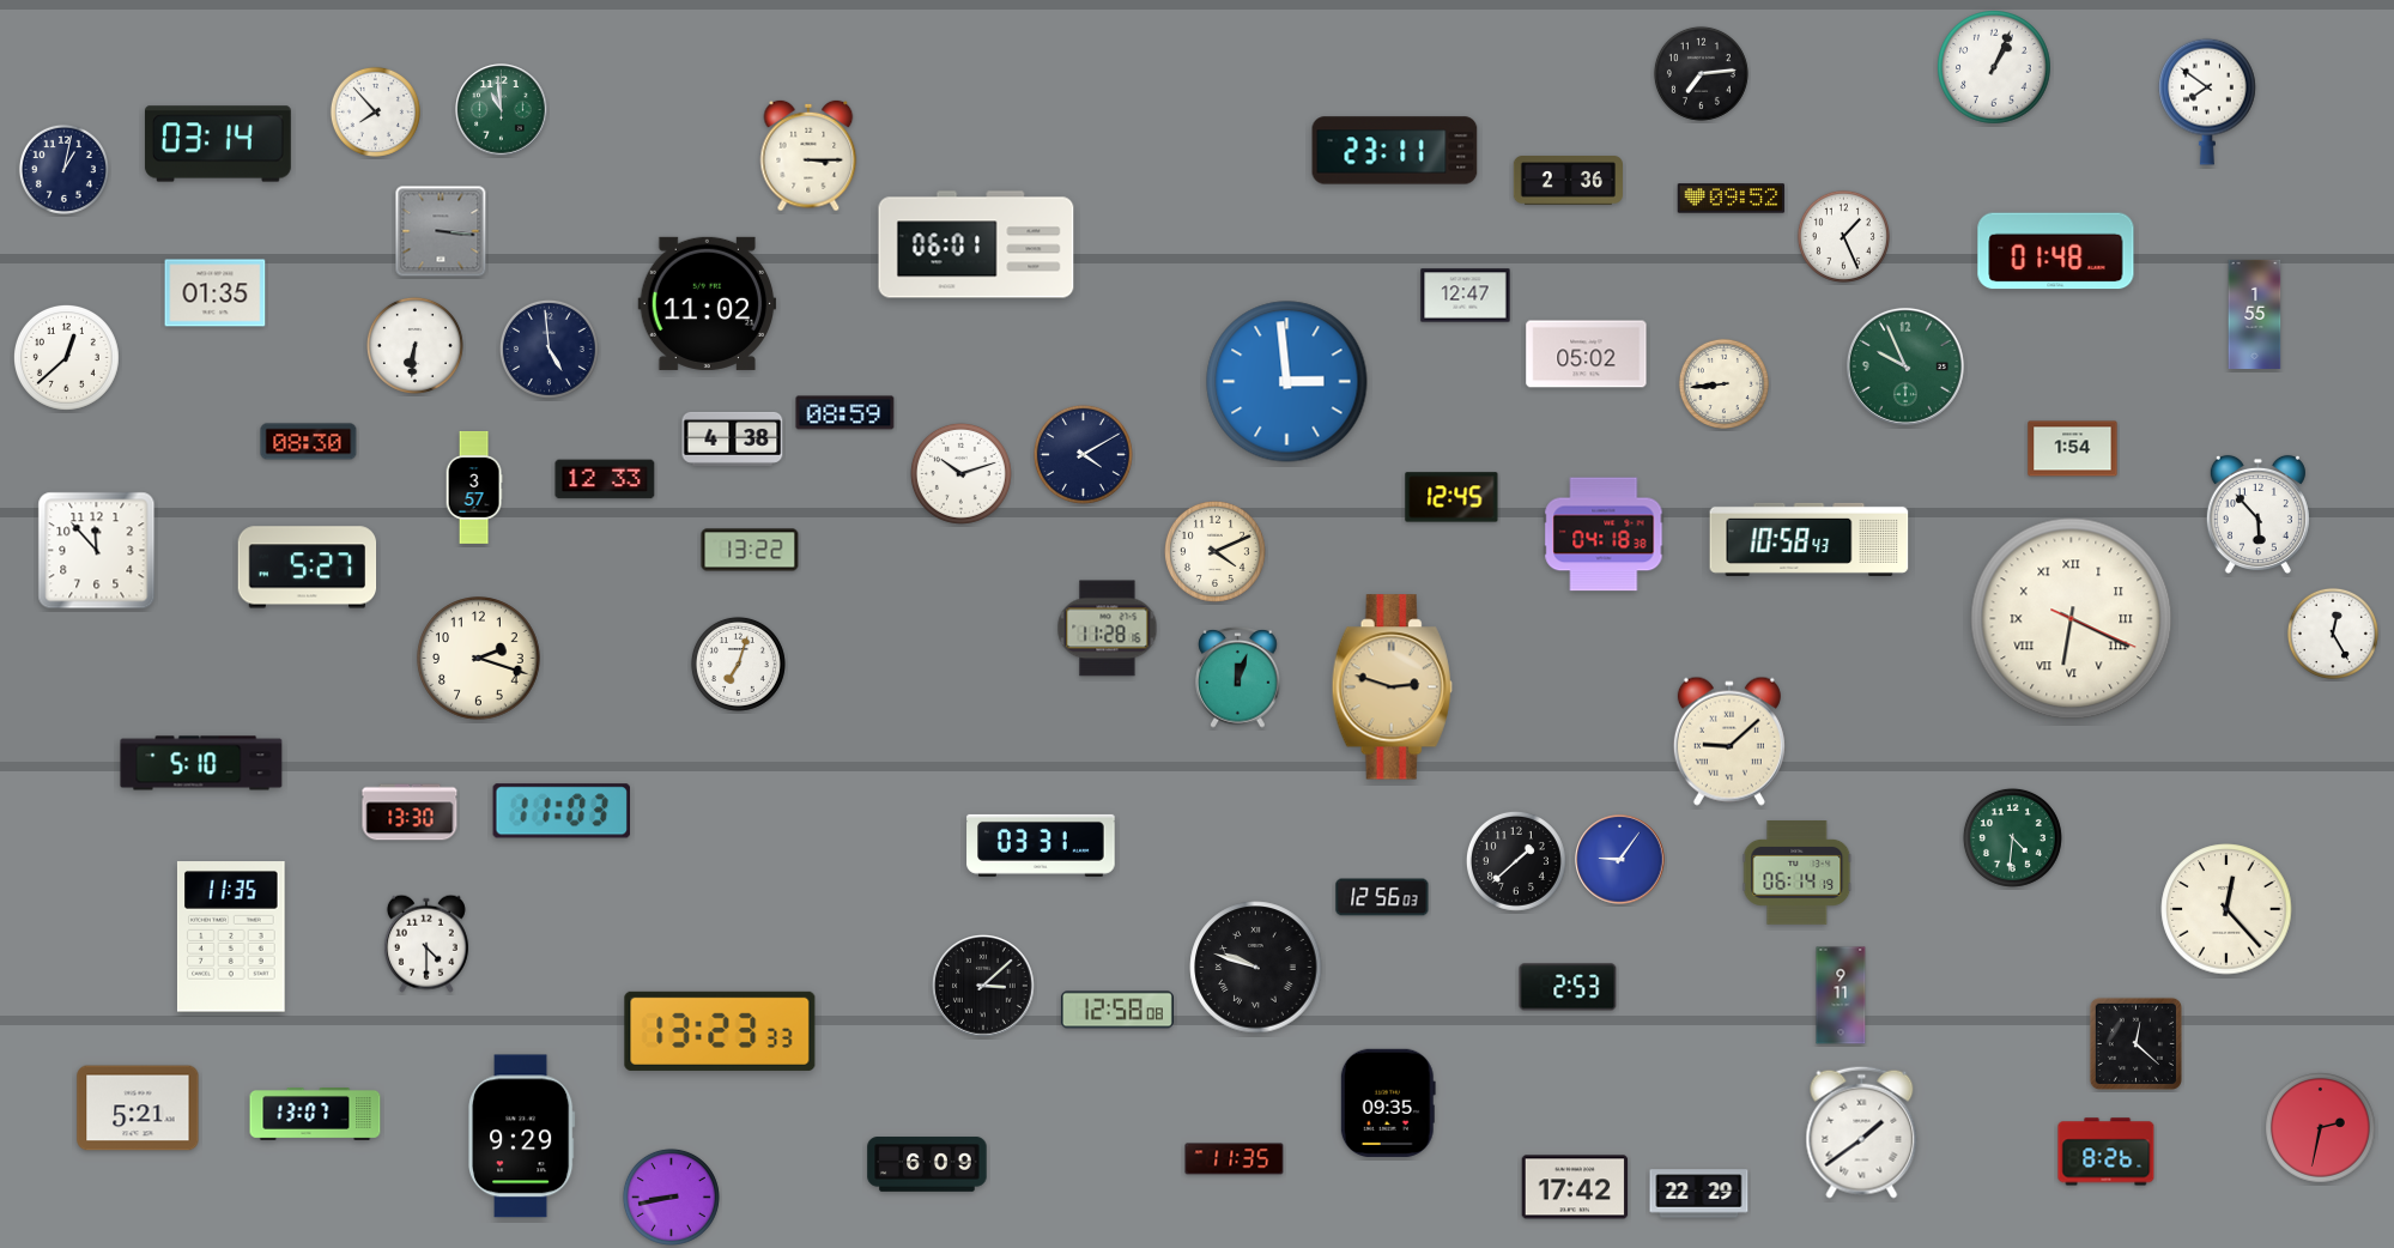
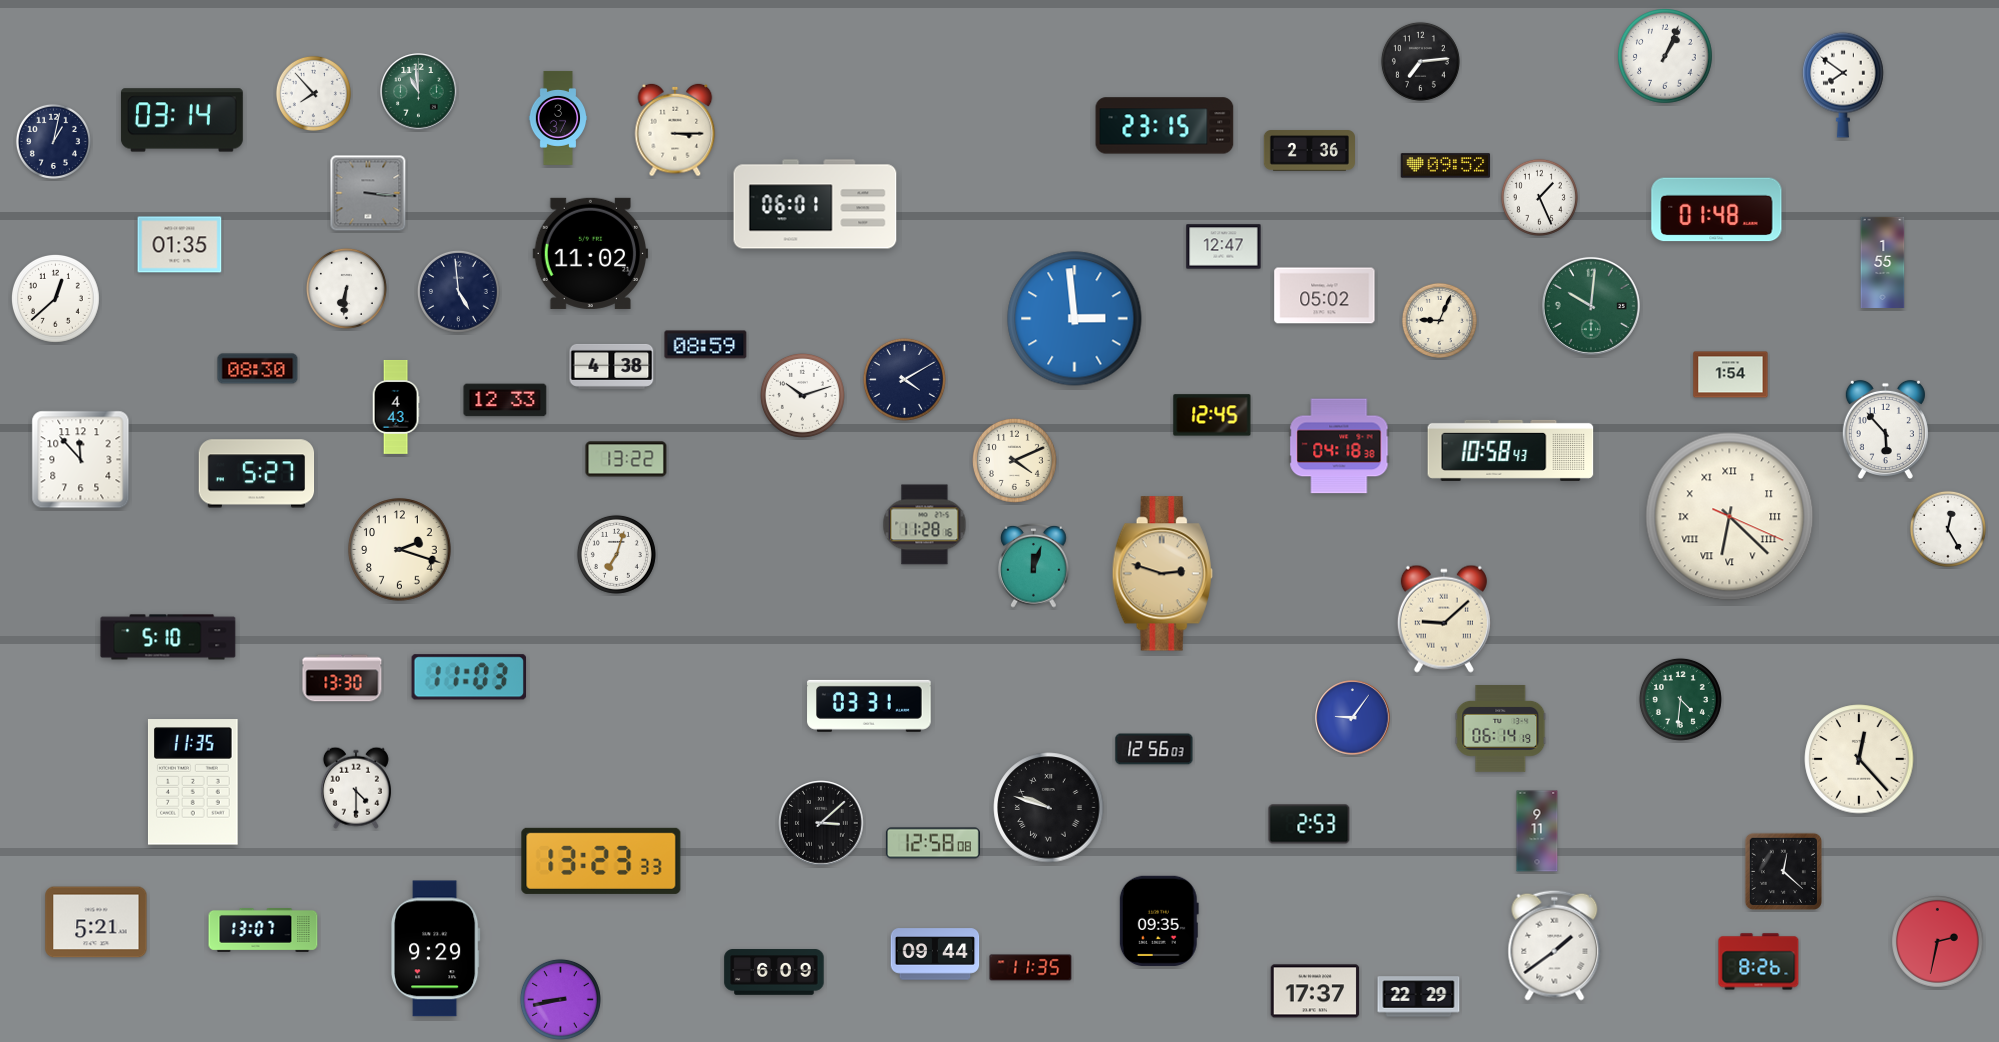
clock at (558, 118): none -> 3:37
clock at (1395, 151): 23:11 -> 23:15
clock at (1905, 366): 9:56 -> 10:01
clock at (1723, 383): 8:44 -> 9:04
clock at (474, 487): 3:57 -> 4:43
clock at (2072, 619): 6:19 -> 6:22
clock at (1516, 861): 1:38 -> none
clock at (138, 1108) position: (138, 1108) -> (96, 922)
clock at (935, 954): none -> 09:44
clock at (1575, 1187): 17:42 -> 17:37
